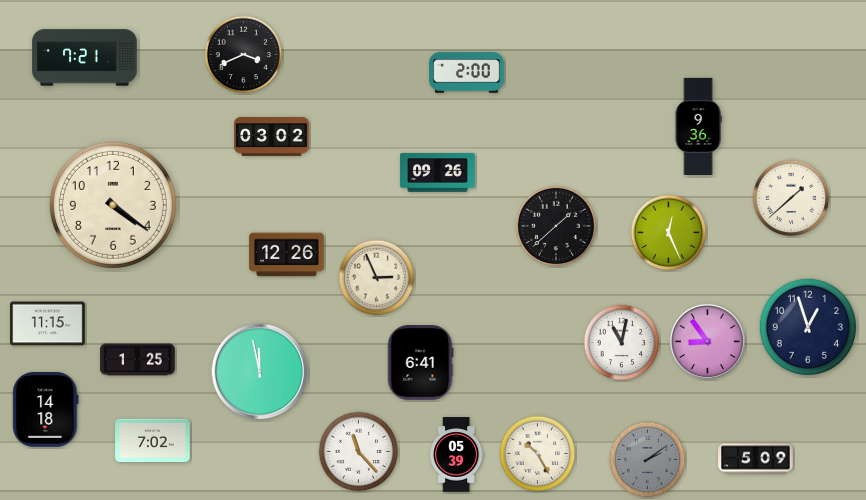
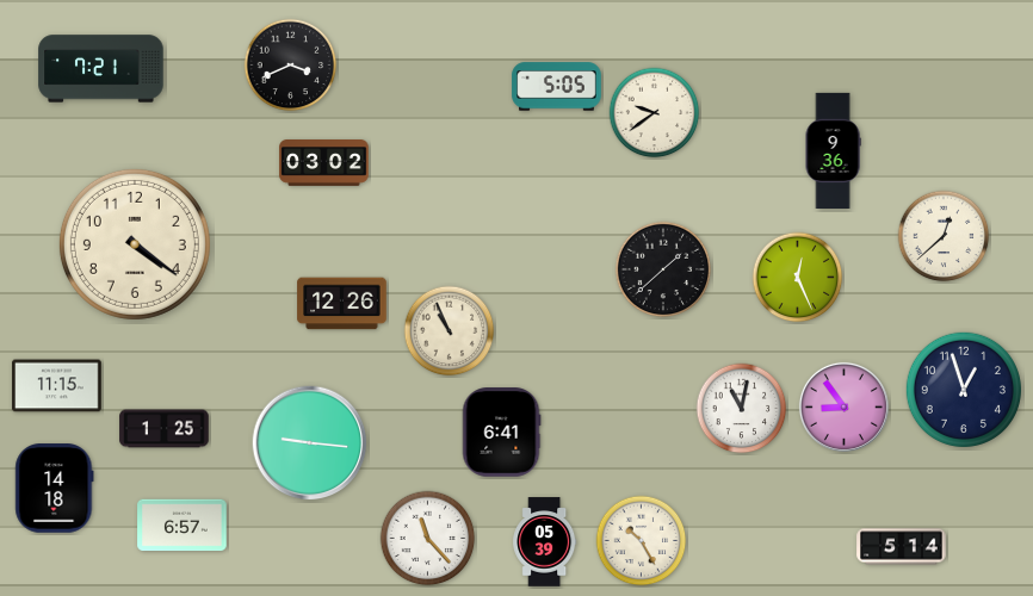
clock at (467, 73): 2:00 -> 5:05
clock at (655, 113): none -> 9:39
clock at (438, 172): 09:26 -> none
clock at (791, 198): 1:38 -> 12:38
clock at (377, 278): 2:56 -> 10:56
clock at (260, 372): 11:58 -> 9:16
clock at (153, 441): 7:02 -> 6:57
clock at (756, 459): 5:09 -> 5:14
clock at (648, 460): 2:09 -> none
